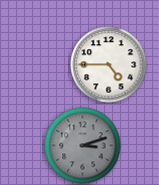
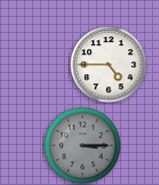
clock at (83, 146): 3:12 -> 3:15
